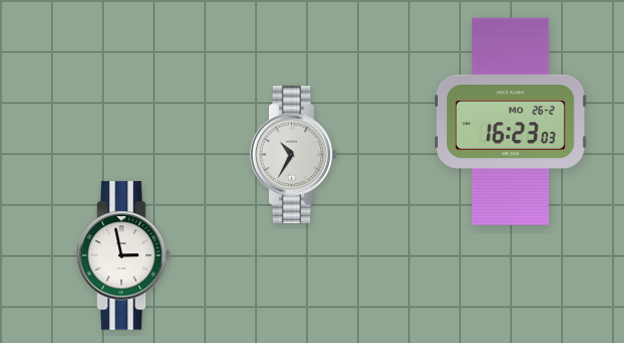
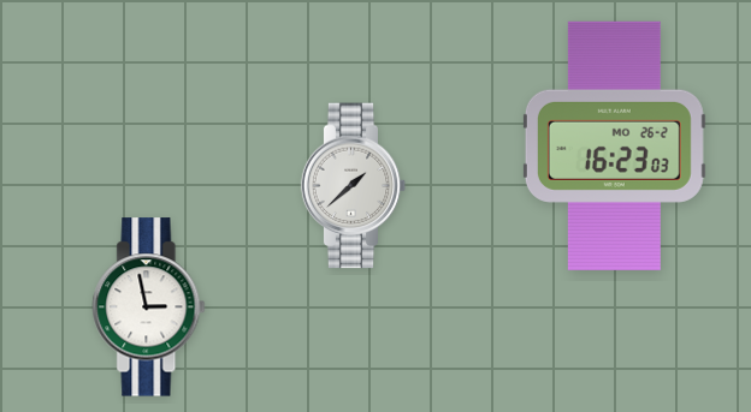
clock at (294, 155): 10:35 -> 1:38
